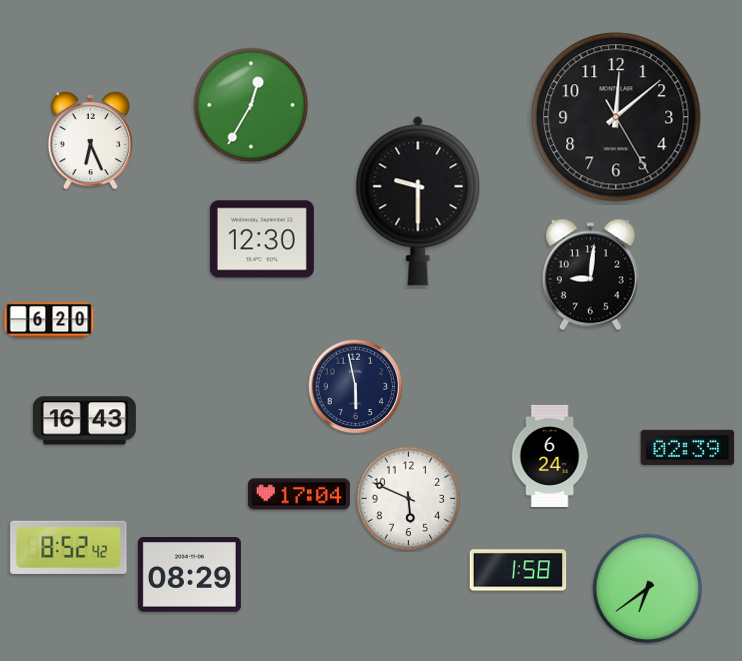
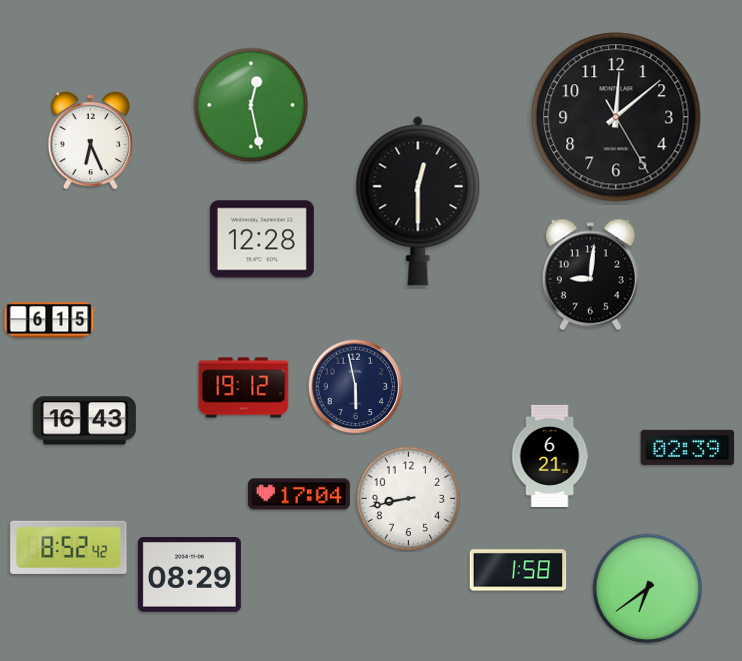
clock at (251, 105): 12:35 -> 12:28
clock at (418, 201): 9:30 -> 12:30
clock at (262, 239): 12:30 -> 12:28
clock at (49, 320): 6:20 -> 6:15
clock at (244, 388): none -> 19:12
clock at (550, 456): 6:24 -> 6:21
clock at (409, 499): 5:49 -> 8:43
